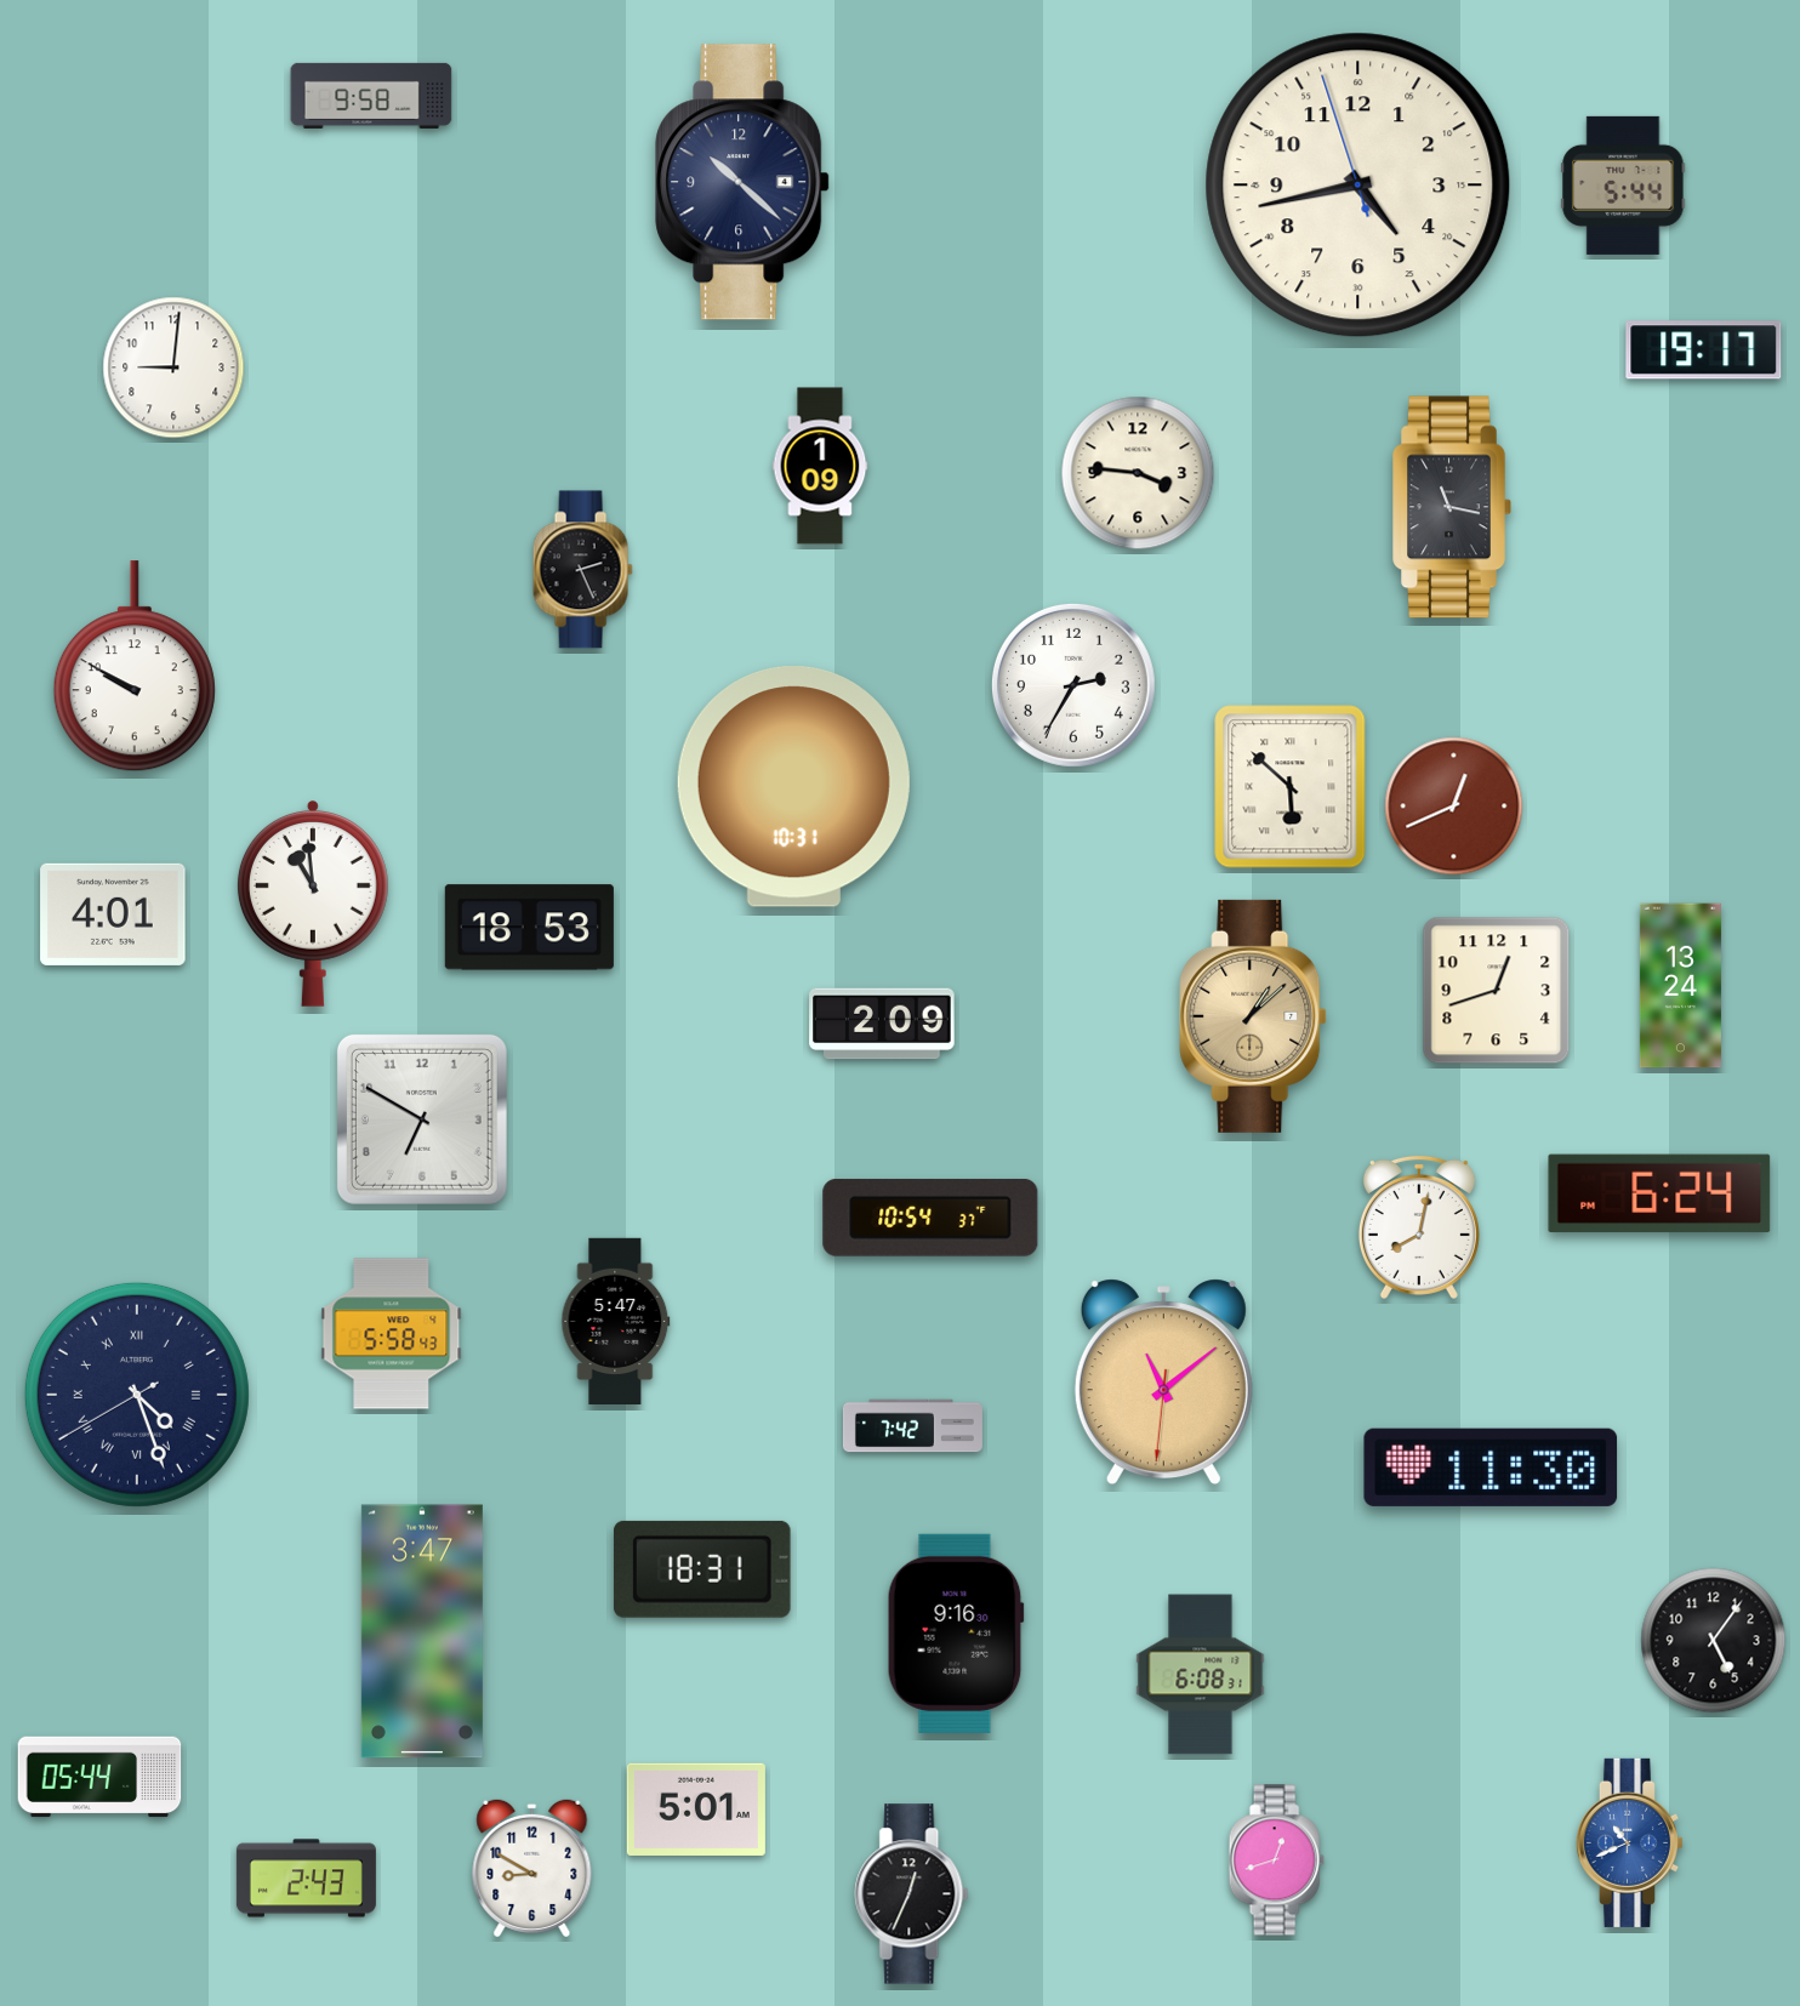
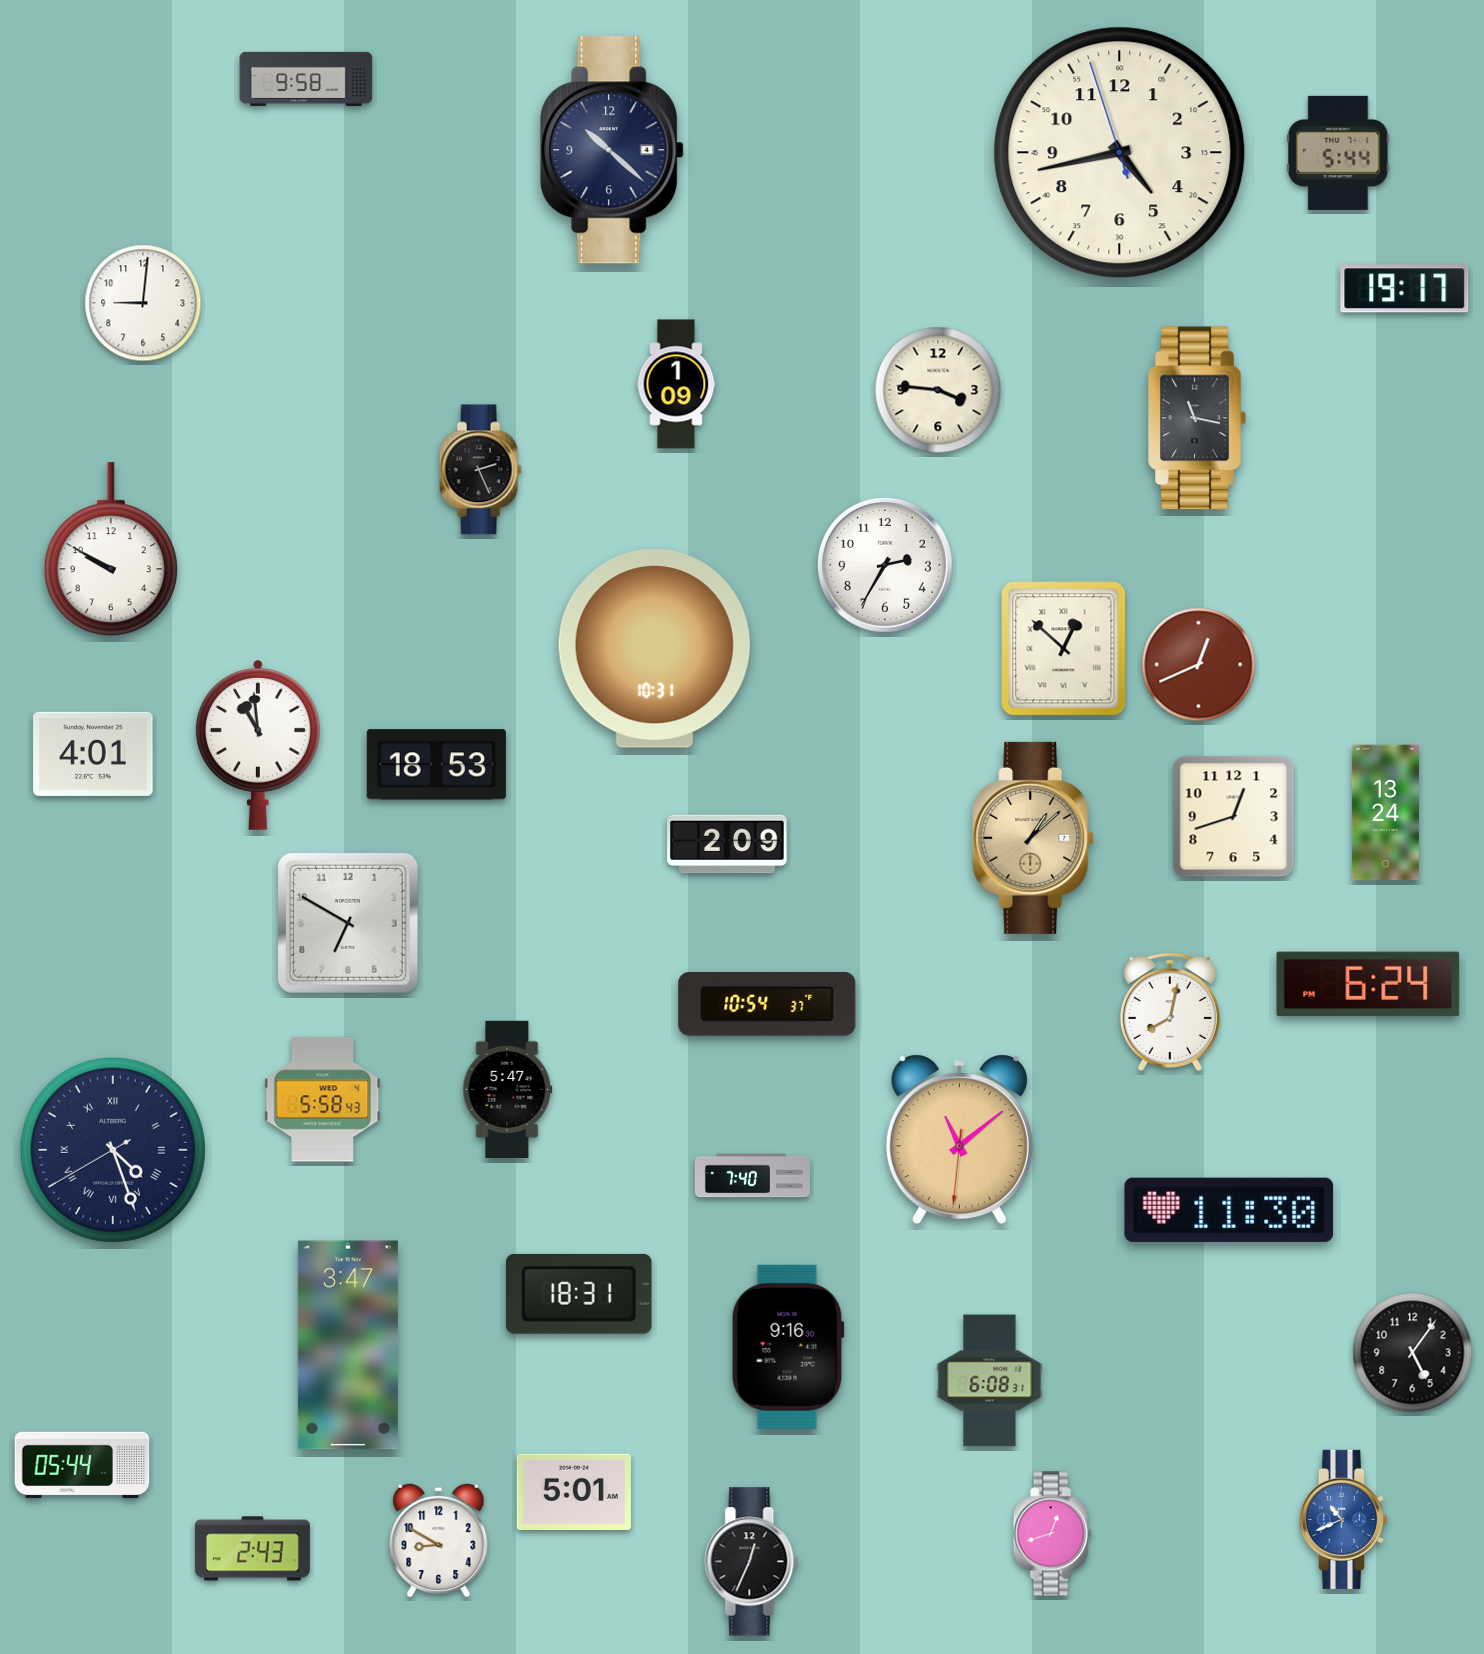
clock at (1291, 787): 5:52 -> 12:52
clock at (912, 1426): 7:42 -> 7:40
